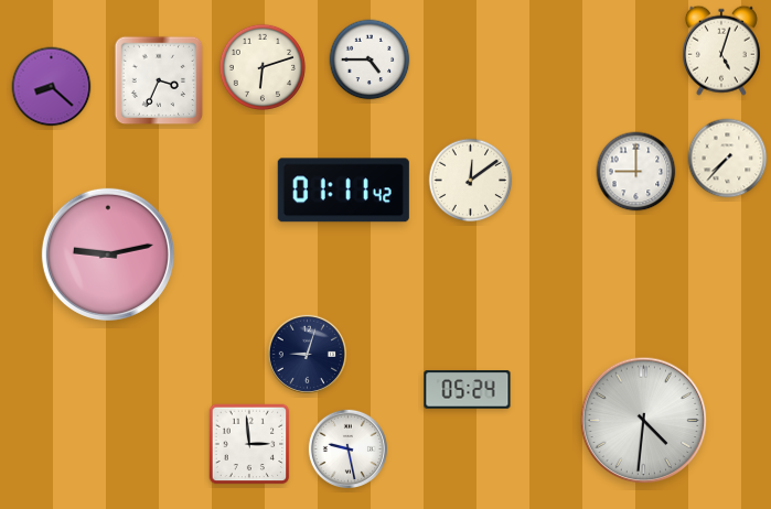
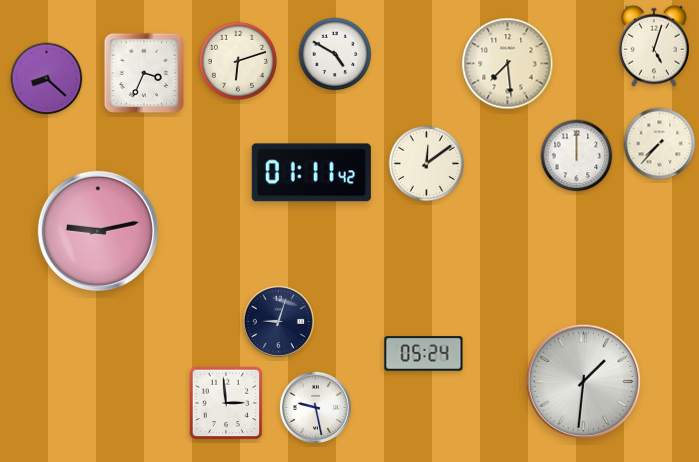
clock at (370, 59): 4:45 -> 4:50
clock at (508, 64): none -> 7:29
clock at (636, 172): 9:00 -> 12:00
clock at (644, 421): 4:31 -> 1:31
